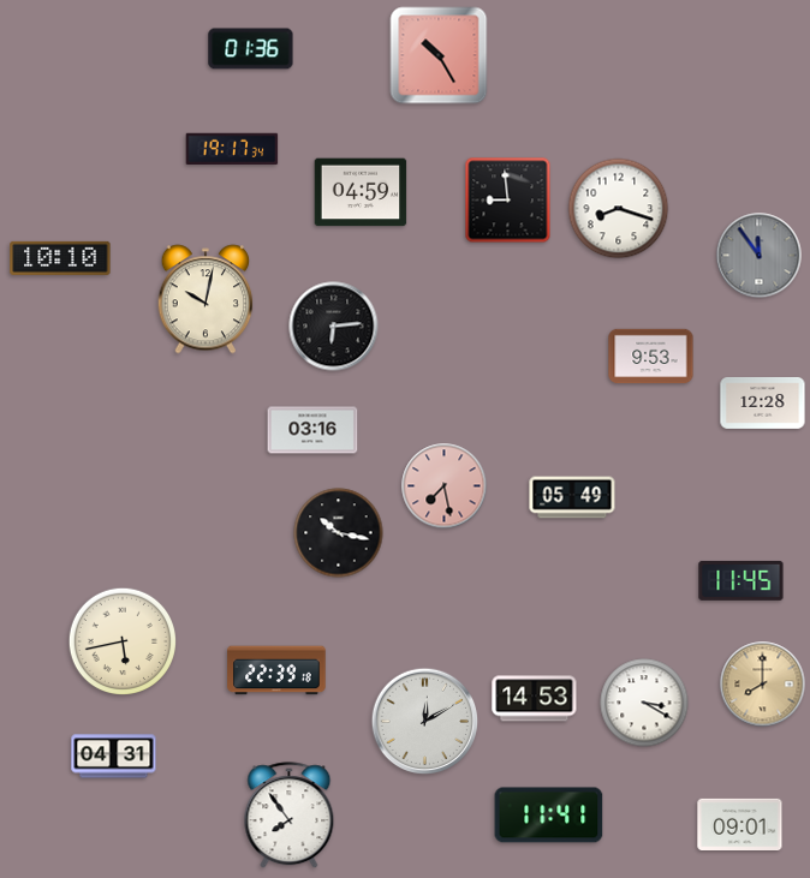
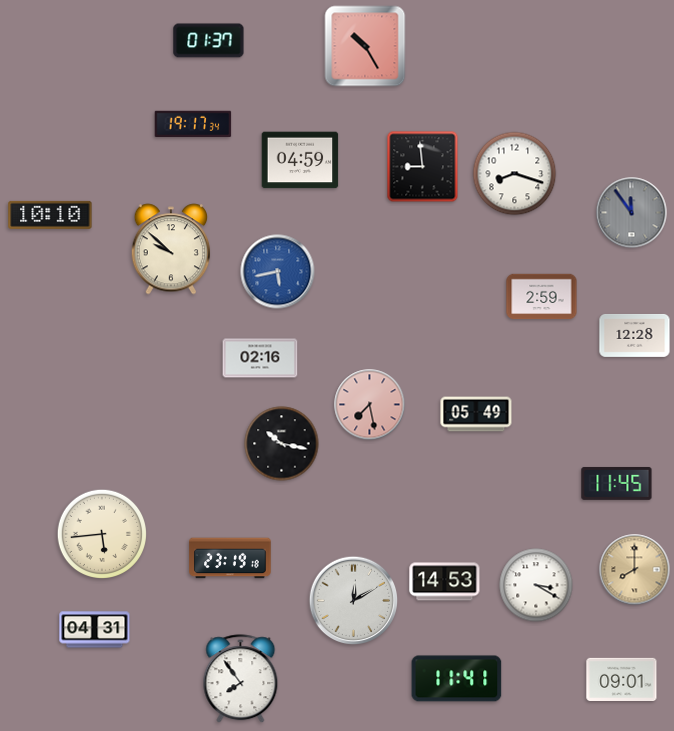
clock at (251, 49): 01:36 -> 01:37
clock at (206, 299): 10:02 -> 9:52
clock at (334, 327): 6:14 -> 5:43
clock at (334, 327) dial: black -> blue
clock at (651, 357): 9:53 -> 2:59
clock at (312, 430): 03:16 -> 02:16
clock at (121, 640): 5:43 -> 5:44
clock at (276, 670): 22:39 -> 23:19
clock at (740, 824) position: (740, 824) -> (622, 679)
